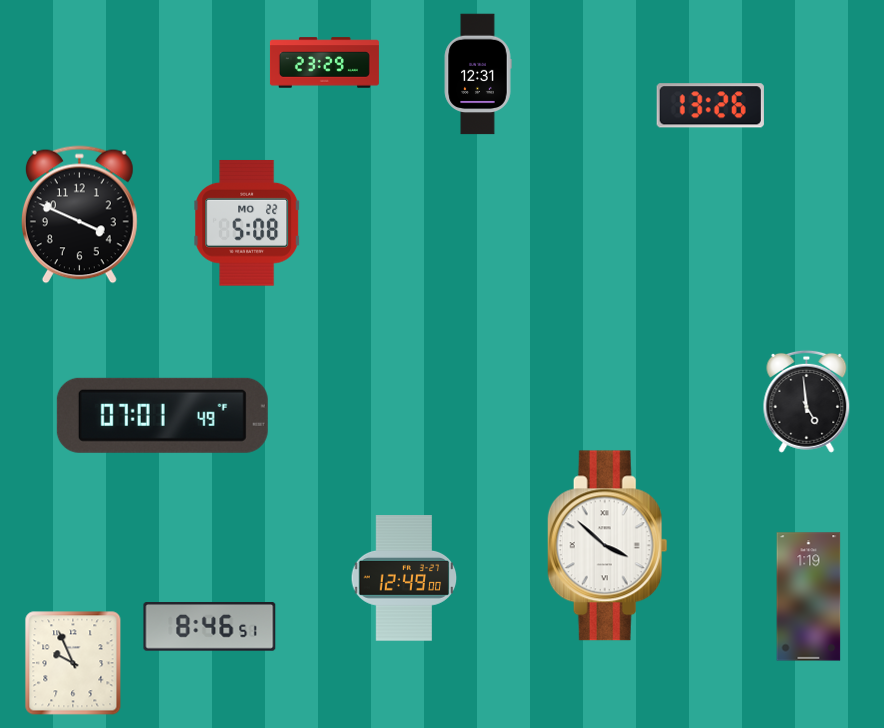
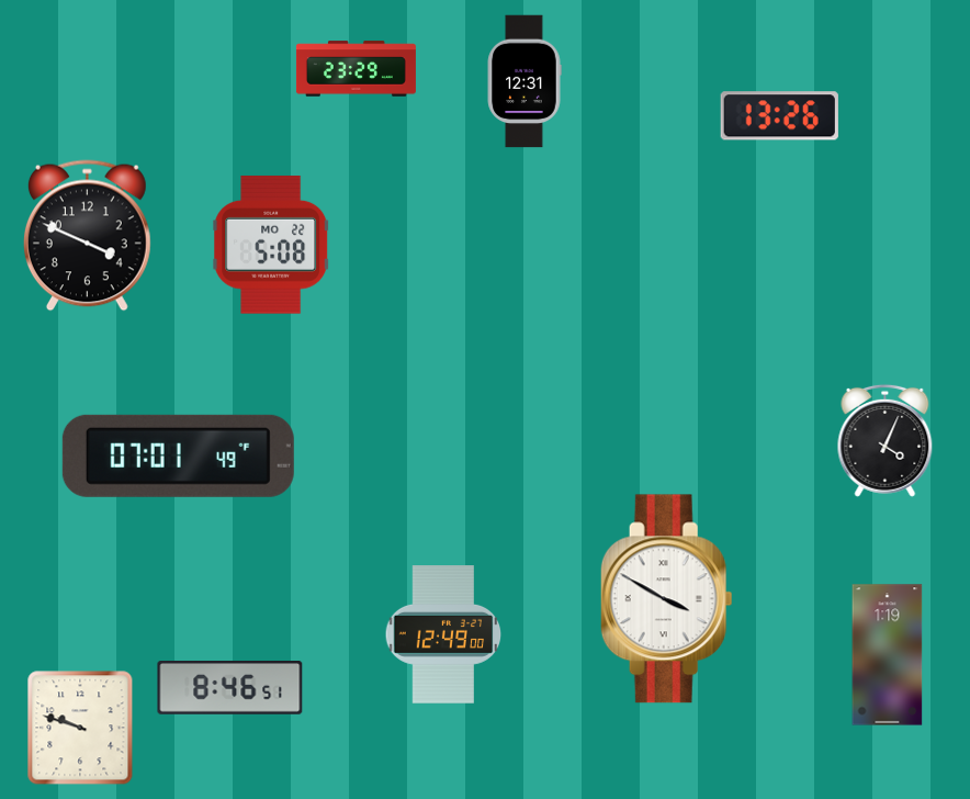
clock at (807, 401): 4:59 -> 4:04
clock at (607, 546): 3:52 -> 3:50
clock at (73, 663): 9:56 -> 9:48
